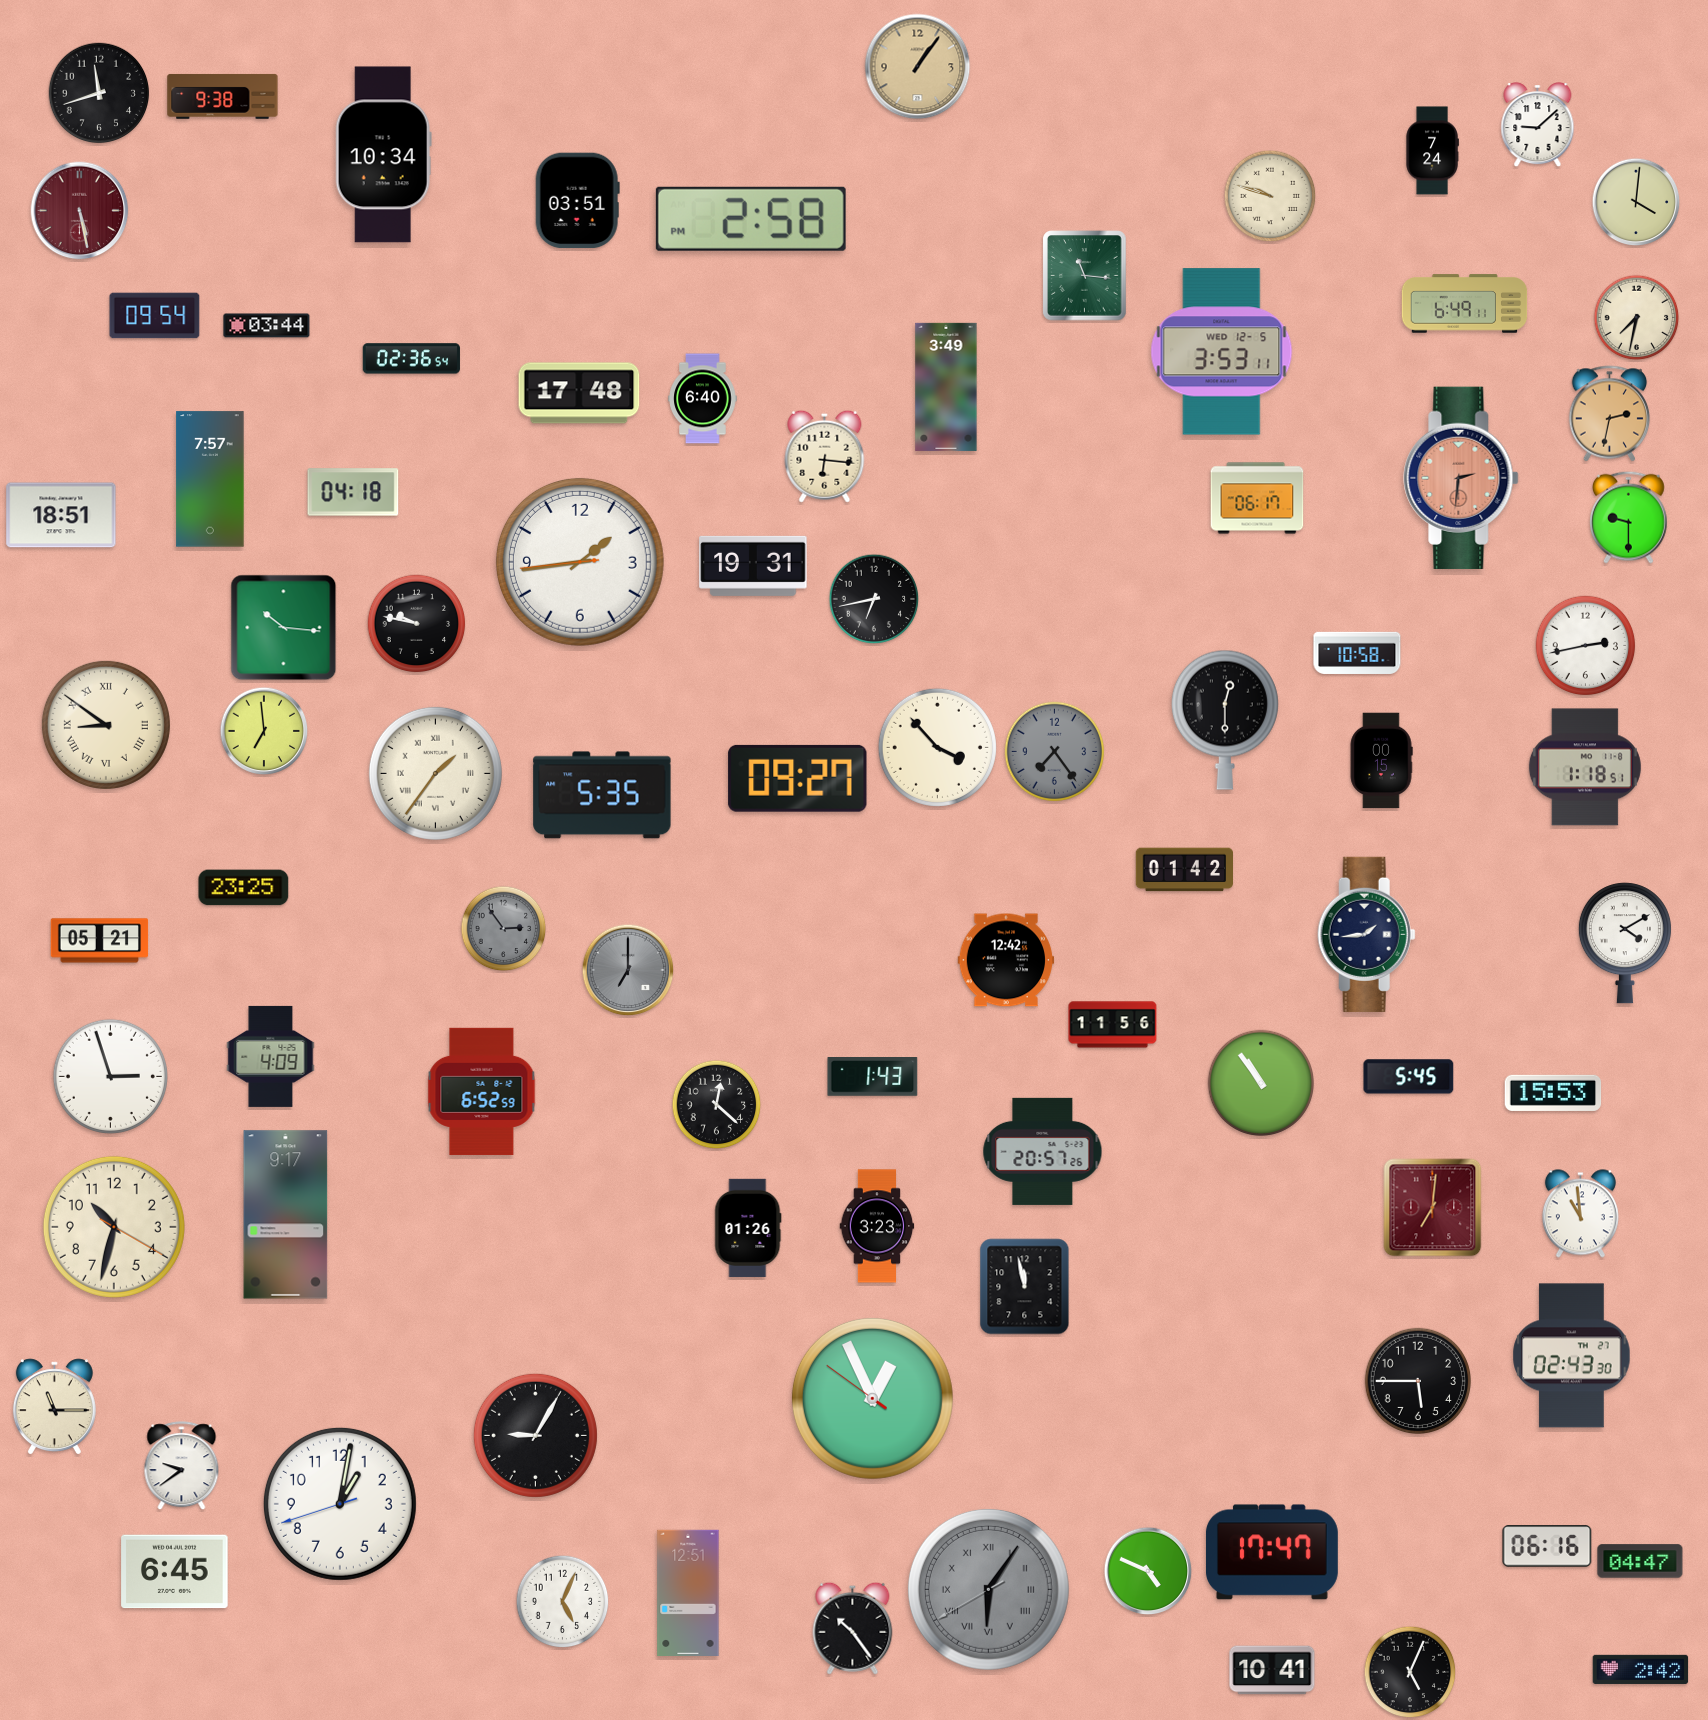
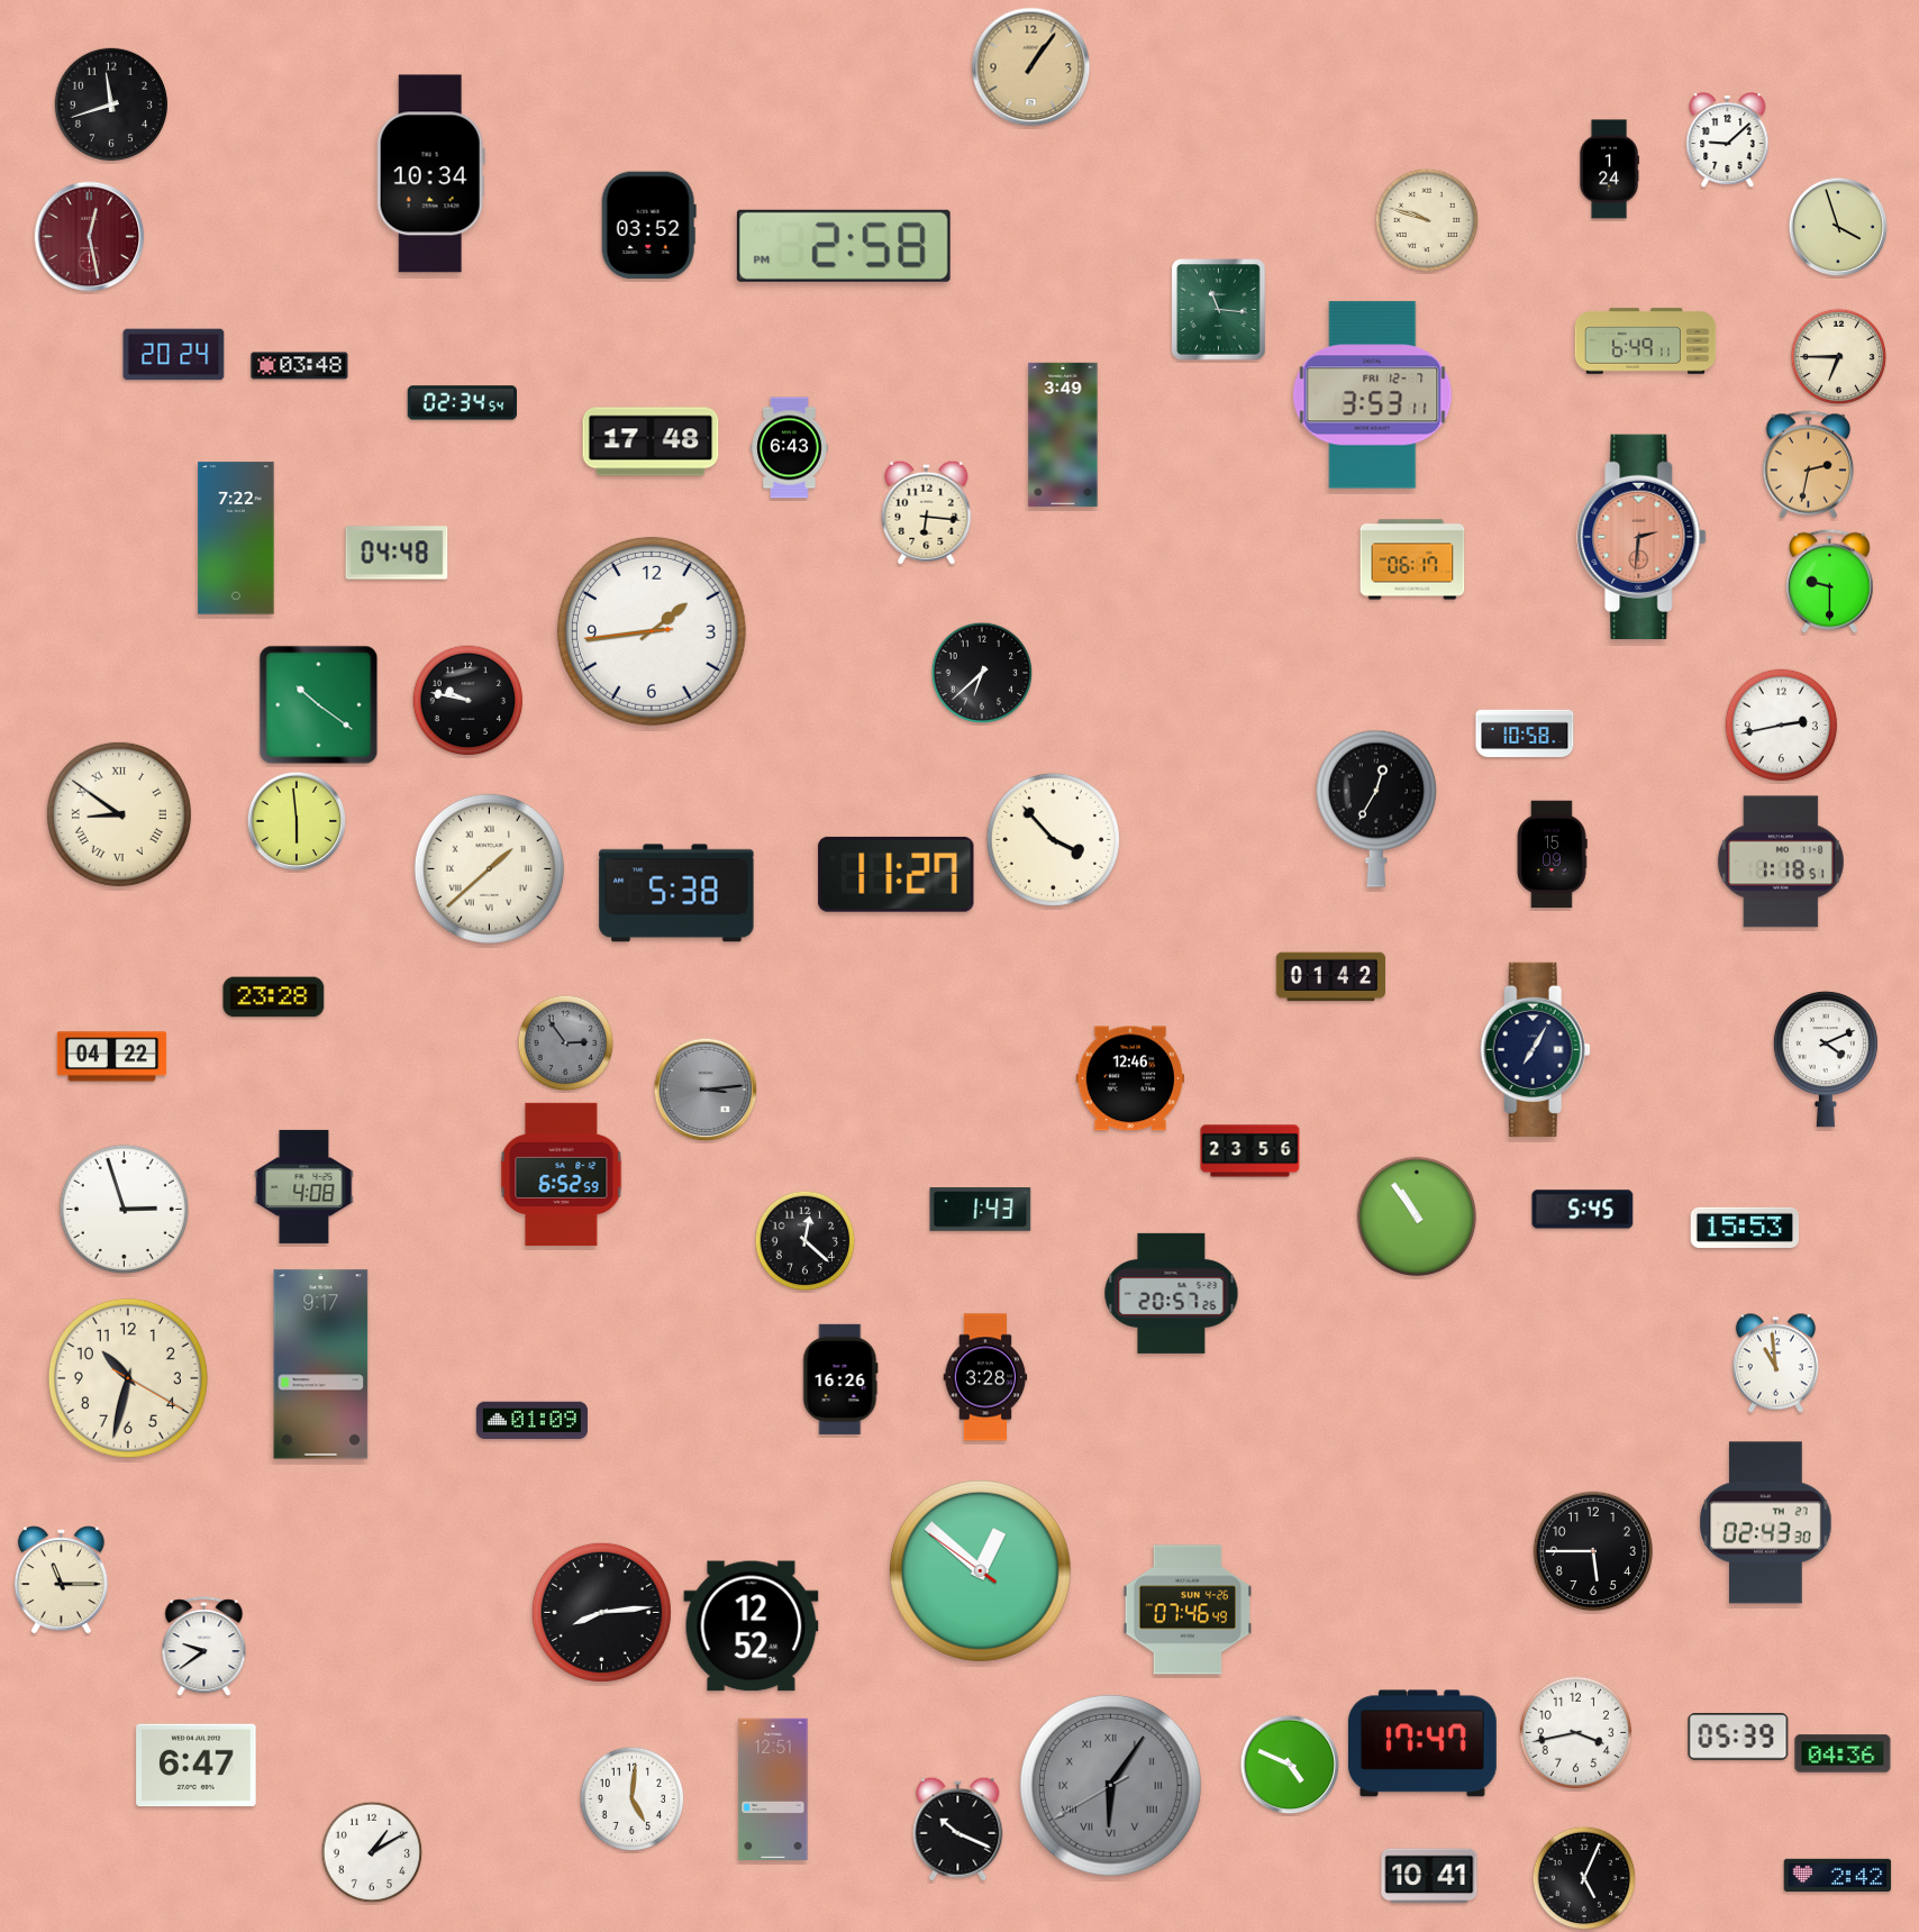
clock at (918, 67) position: (918, 67) -> (1031, 67)
clock at (223, 96): 9:38 -> none
clock at (1432, 151): 7:24 -> 1:24
clock at (577, 201): 03:51 -> 03:52
clock at (1636, 202): 4:01 -> 3:57
clock at (80, 211): 5:28 -> 12:28
clock at (155, 316): 09:54 -> 20:24
clock at (1637, 318): 7:32 -> 6:45
clock at (267, 326): 03:44 -> 03:48
clock at (1222, 352) date: WED 12-5 -> FRI 12-7
clock at (411, 359): 02:36 -> 02:34
clock at (703, 399): 6:40 -> 6:43
clock at (210, 479): 7:57 -> 7:22
clock at (353, 492): 04:18 -> 04:48
clock at (61, 515): 18:51 -> none
clock at (753, 566): 19:31 -> none
clock at (874, 599): 6:43 -> 6:38
clock at (284, 628): 10:16 -> 10:21
clock at (1225, 720): 12:30 -> 12:35
clock at (264, 731): 6:59 -> 5:59
clock at (1055, 752): 7:24 -> none
clock at (1381, 761): 00:15 -> 15:09
clock at (435, 773): 1:36 -> 1:38
clock at (798, 778): 09:27 -> 11:27
clock at (602, 795): 5:35 -> 5:38
clock at (244, 888): 23:25 -> 23:28
clock at (1366, 934): 1:44 -> 7:05
clock at (100, 941): 05:21 -> 04:22
clock at (1625, 943): 4:10 -> 4:11
clock at (1006, 960): 12:42 -> 12:46
clock at (628, 970): 7:00 -> 3:14
clock at (1113, 1025): 11:56 -> 23:56
clock at (271, 1056): 4:09 -> 4:08
clock at (482, 1091) position: (482, 1091) -> (562, 1174)
clock at (1433, 1208): 7:01 -> none
clock at (877, 1226): 3:23 -> 3:28
clock at (748, 1228): 01:26 -> 16:26
clock at (531, 1421): none -> 01:09
clock at (1025, 1287): 11:58 -> none
clock at (872, 1398): 12:55 -> 12:51
clock at (1188, 1610): none -> 07:46
clock at (535, 1435): 9:05 -> 8:14
clock at (752, 1626): none -> 12:52
clock at (340, 1504): 1:01 -> none
clock at (1576, 1733): none -> 3:43
clock at (1547, 1546): 06:16 -> 05:39
clock at (1272, 1552) position: (1272, 1552) -> (1422, 1743)
clock at (1640, 1561): 04:47 -> 04:36
clock at (175, 1572): 6:45 -> 6:47
clock at (563, 1602): 5:04 -> 5:01
clock at (853, 1628): 10:24 -> 10:19
clock at (372, 1852): none -> 1:10
clock at (1641, 1669) position: (1641, 1669) -> (1838, 1875)
